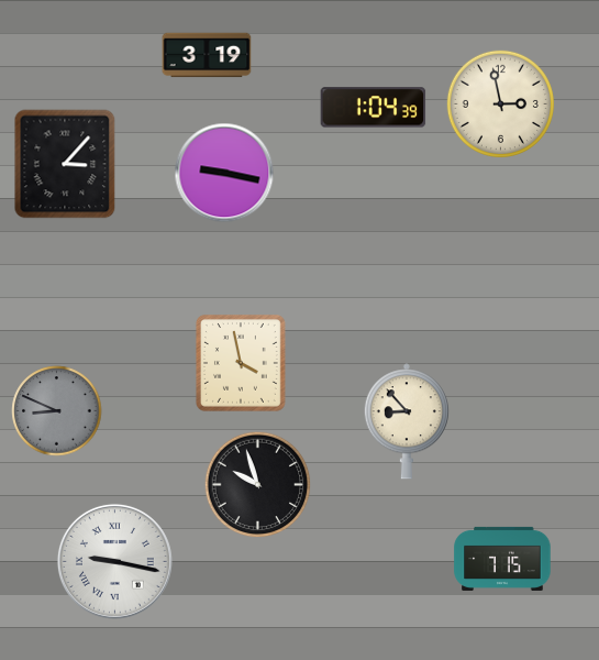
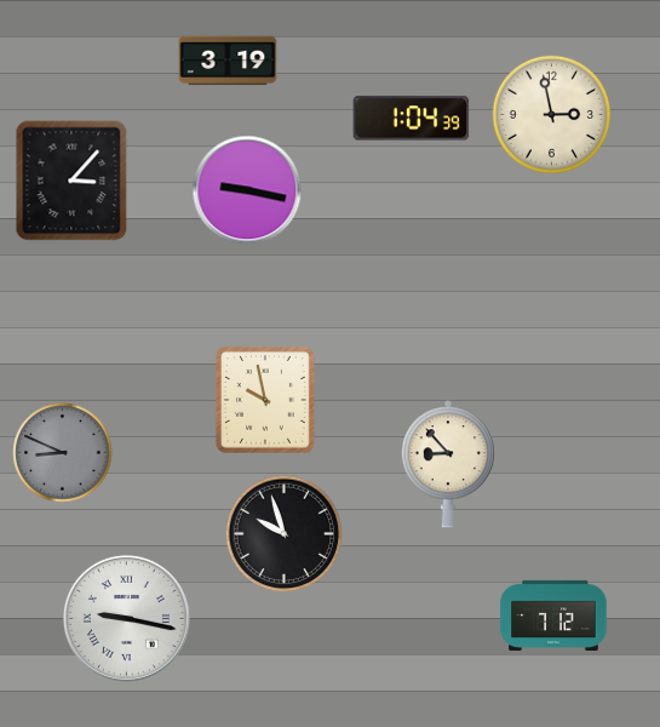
clock at (241, 363): 3:58 -> 9:58
clock at (502, 559): 7:15 -> 7:12
